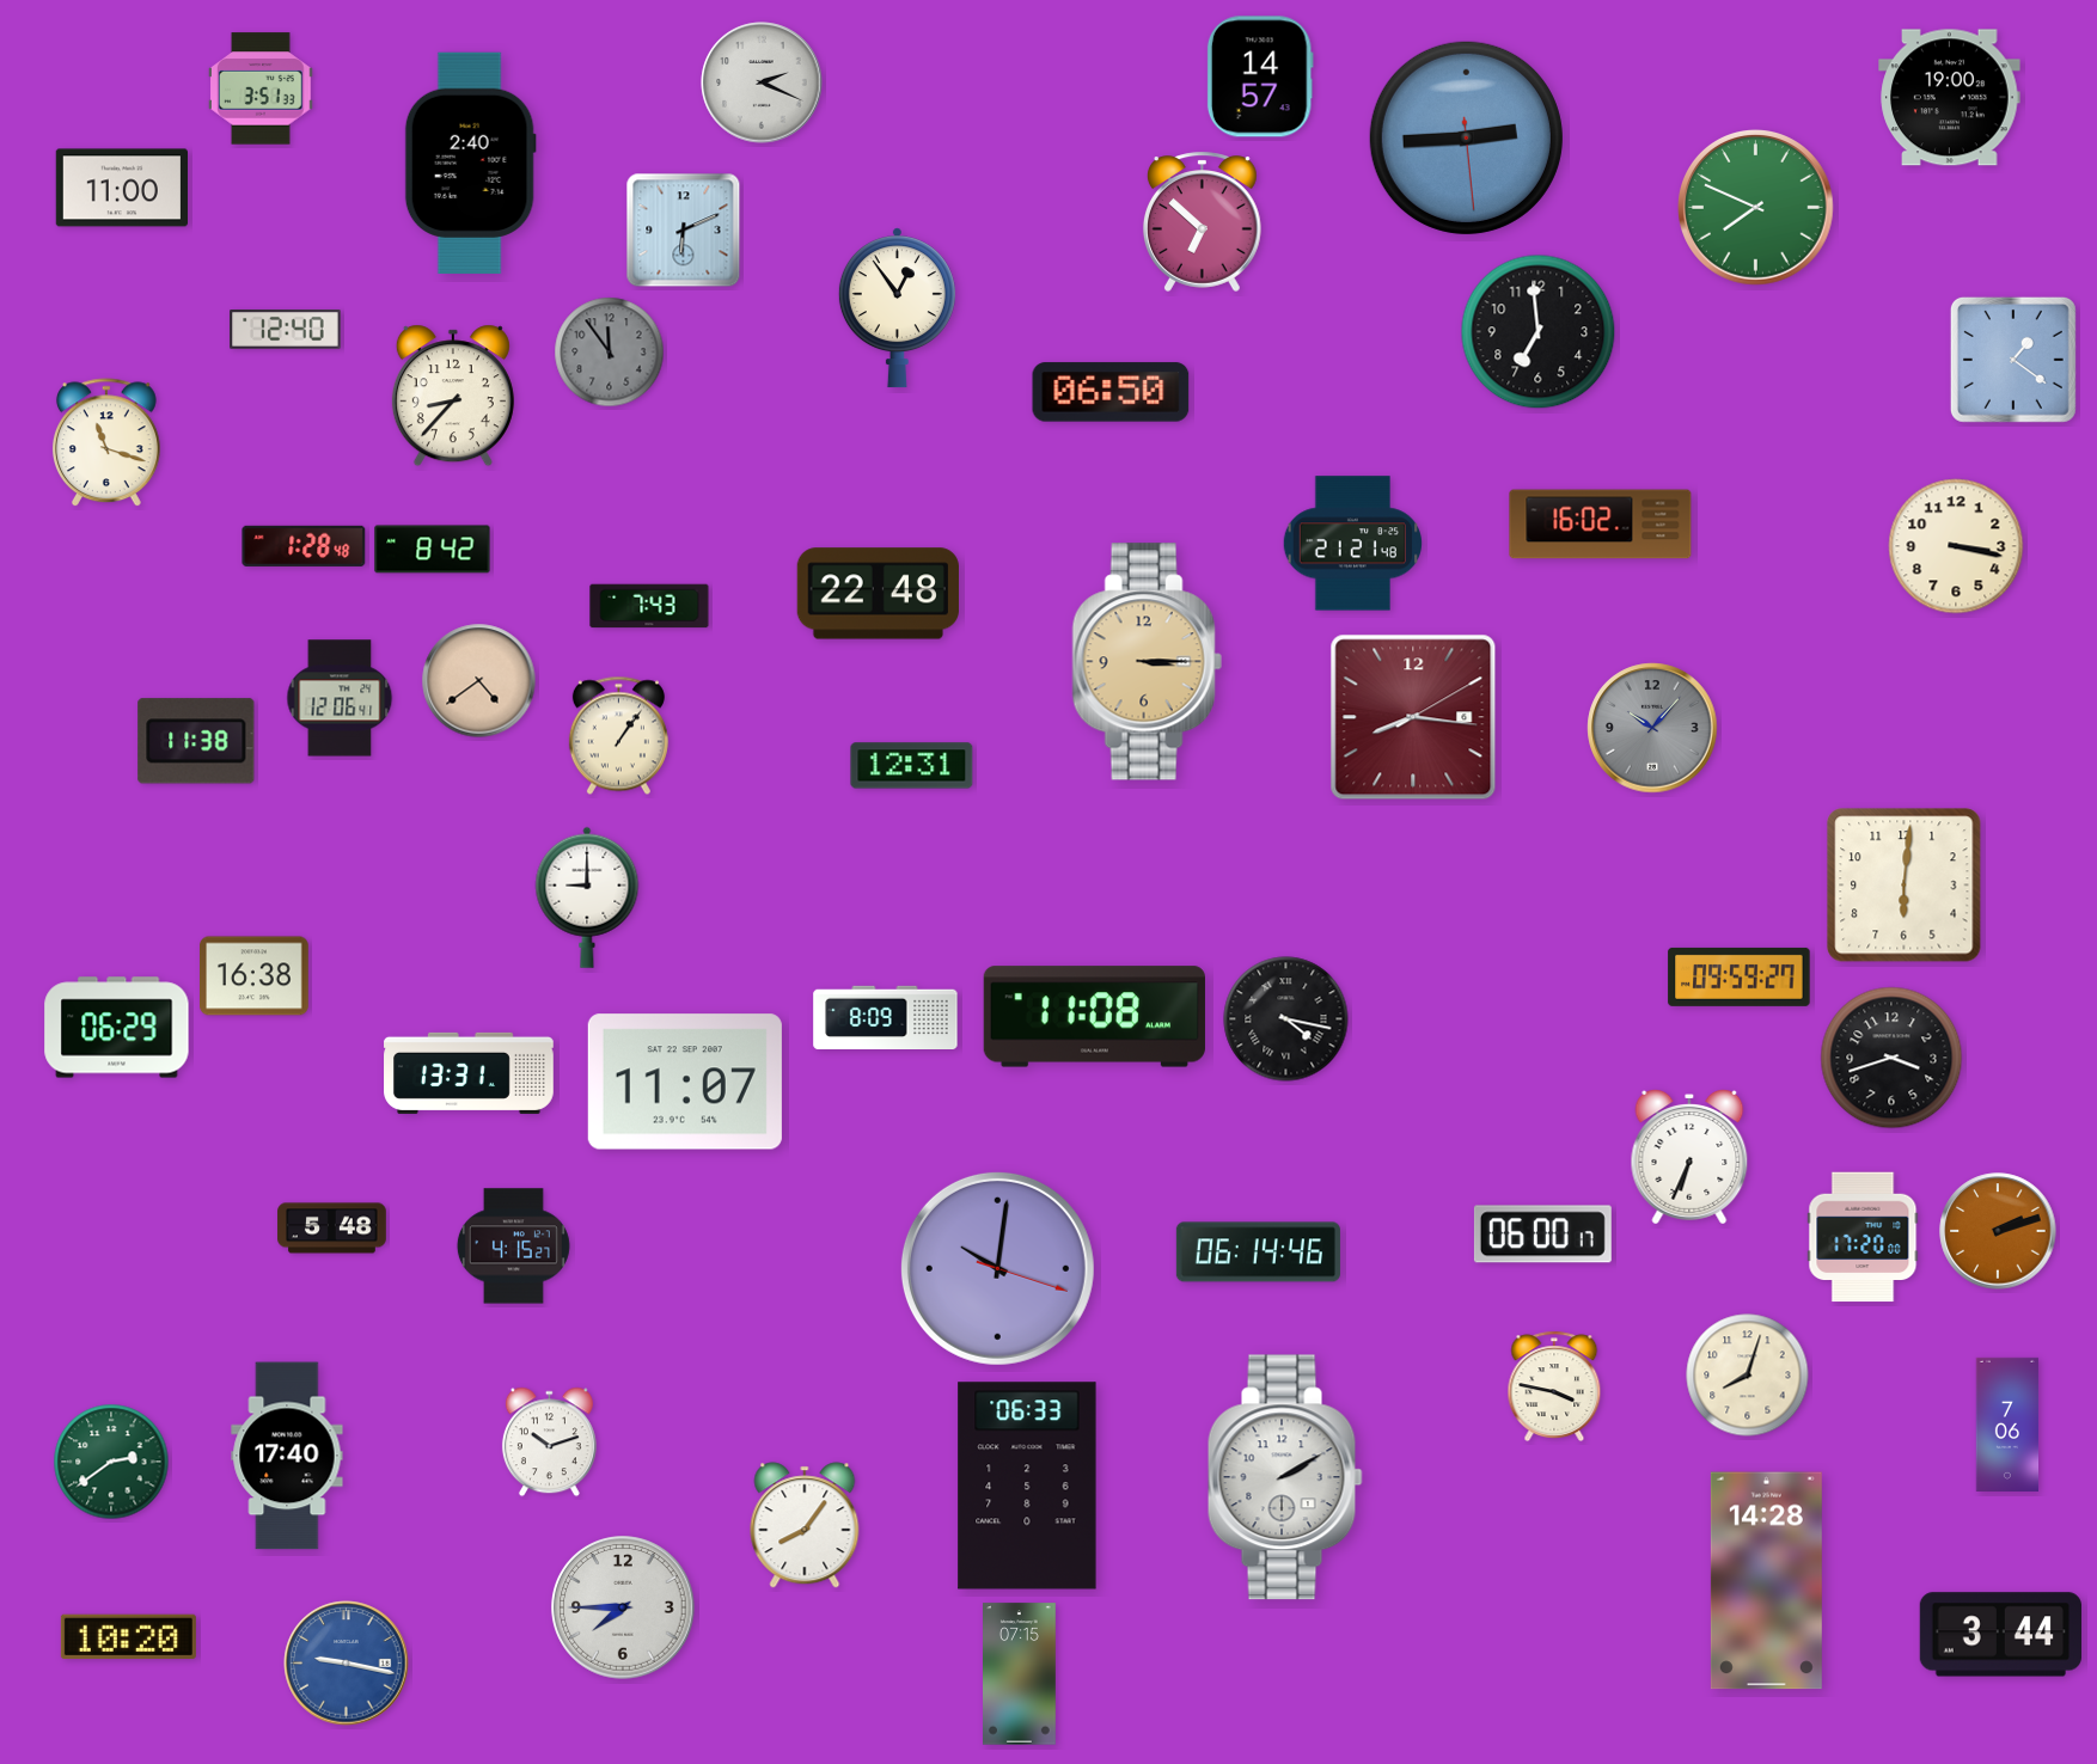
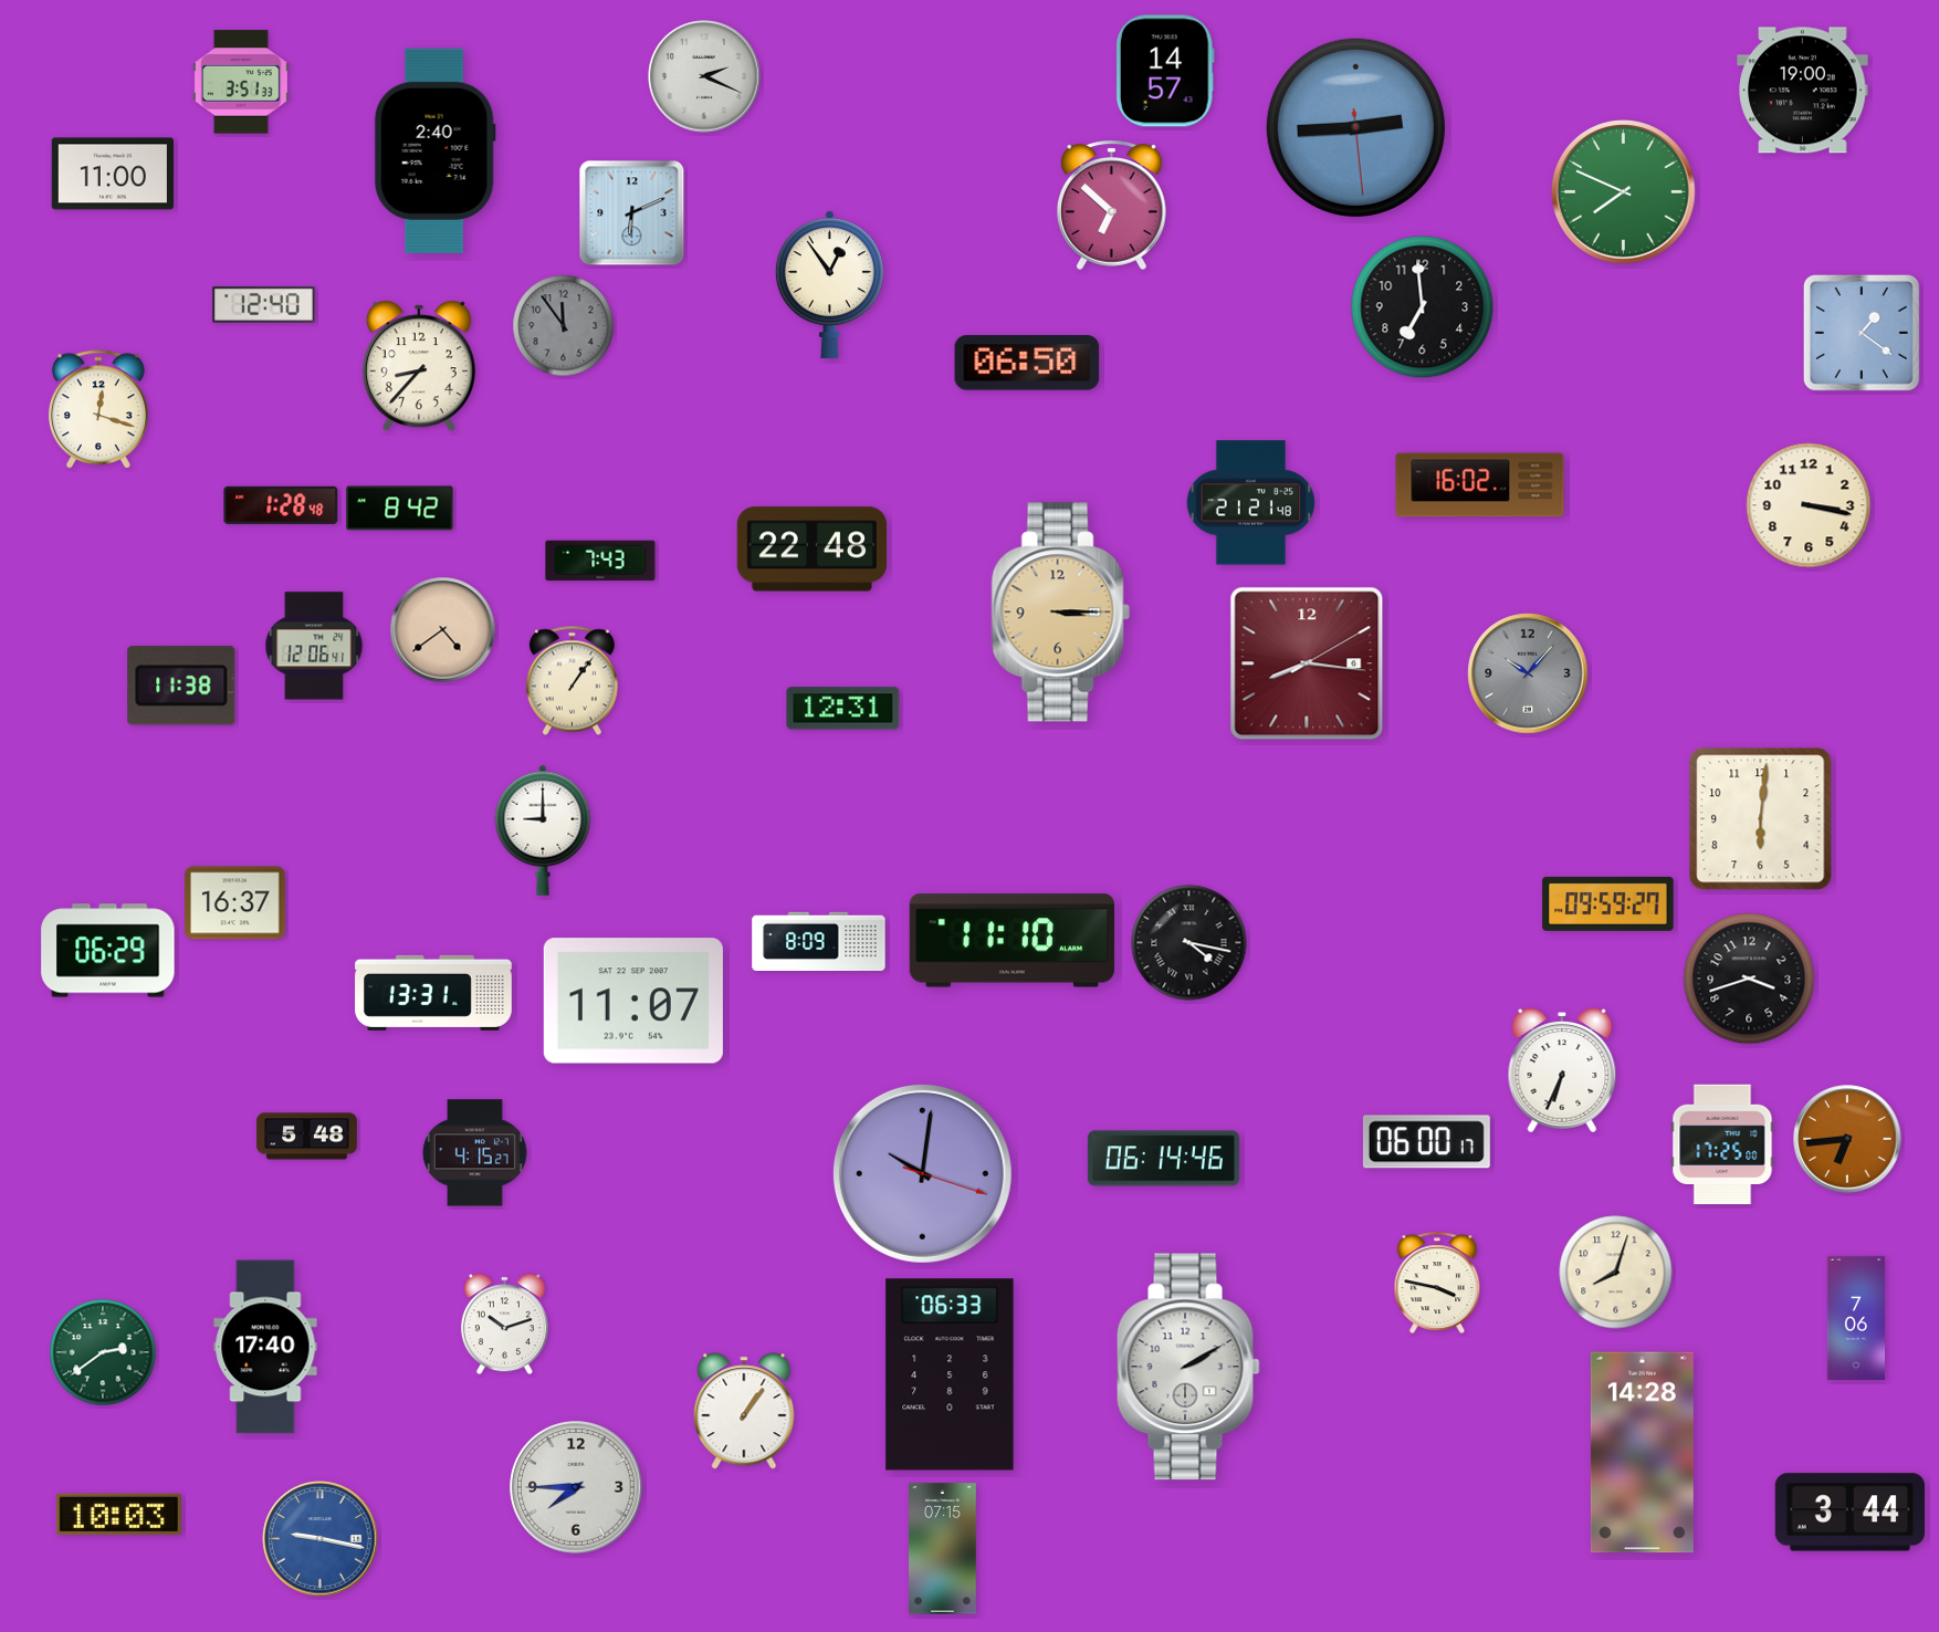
clock at (106, 443): 11:18 -> 12:18
clock at (255, 976): 16:38 -> 16:37
clock at (1094, 1017): 11:08 -> 11:10
clock at (1998, 1231): 2:12 -> 6:44
clock at (1863, 1237): 17:20 -> 17:25
clock at (549, 1443) position: (549, 1443) -> (504, 1325)
clock at (805, 1525): 8:06 -> 1:06
clock at (1766, 1581) position: (1766, 1581) -> (1642, 1453)
clock at (128, 1637): 10:20 -> 10:03
